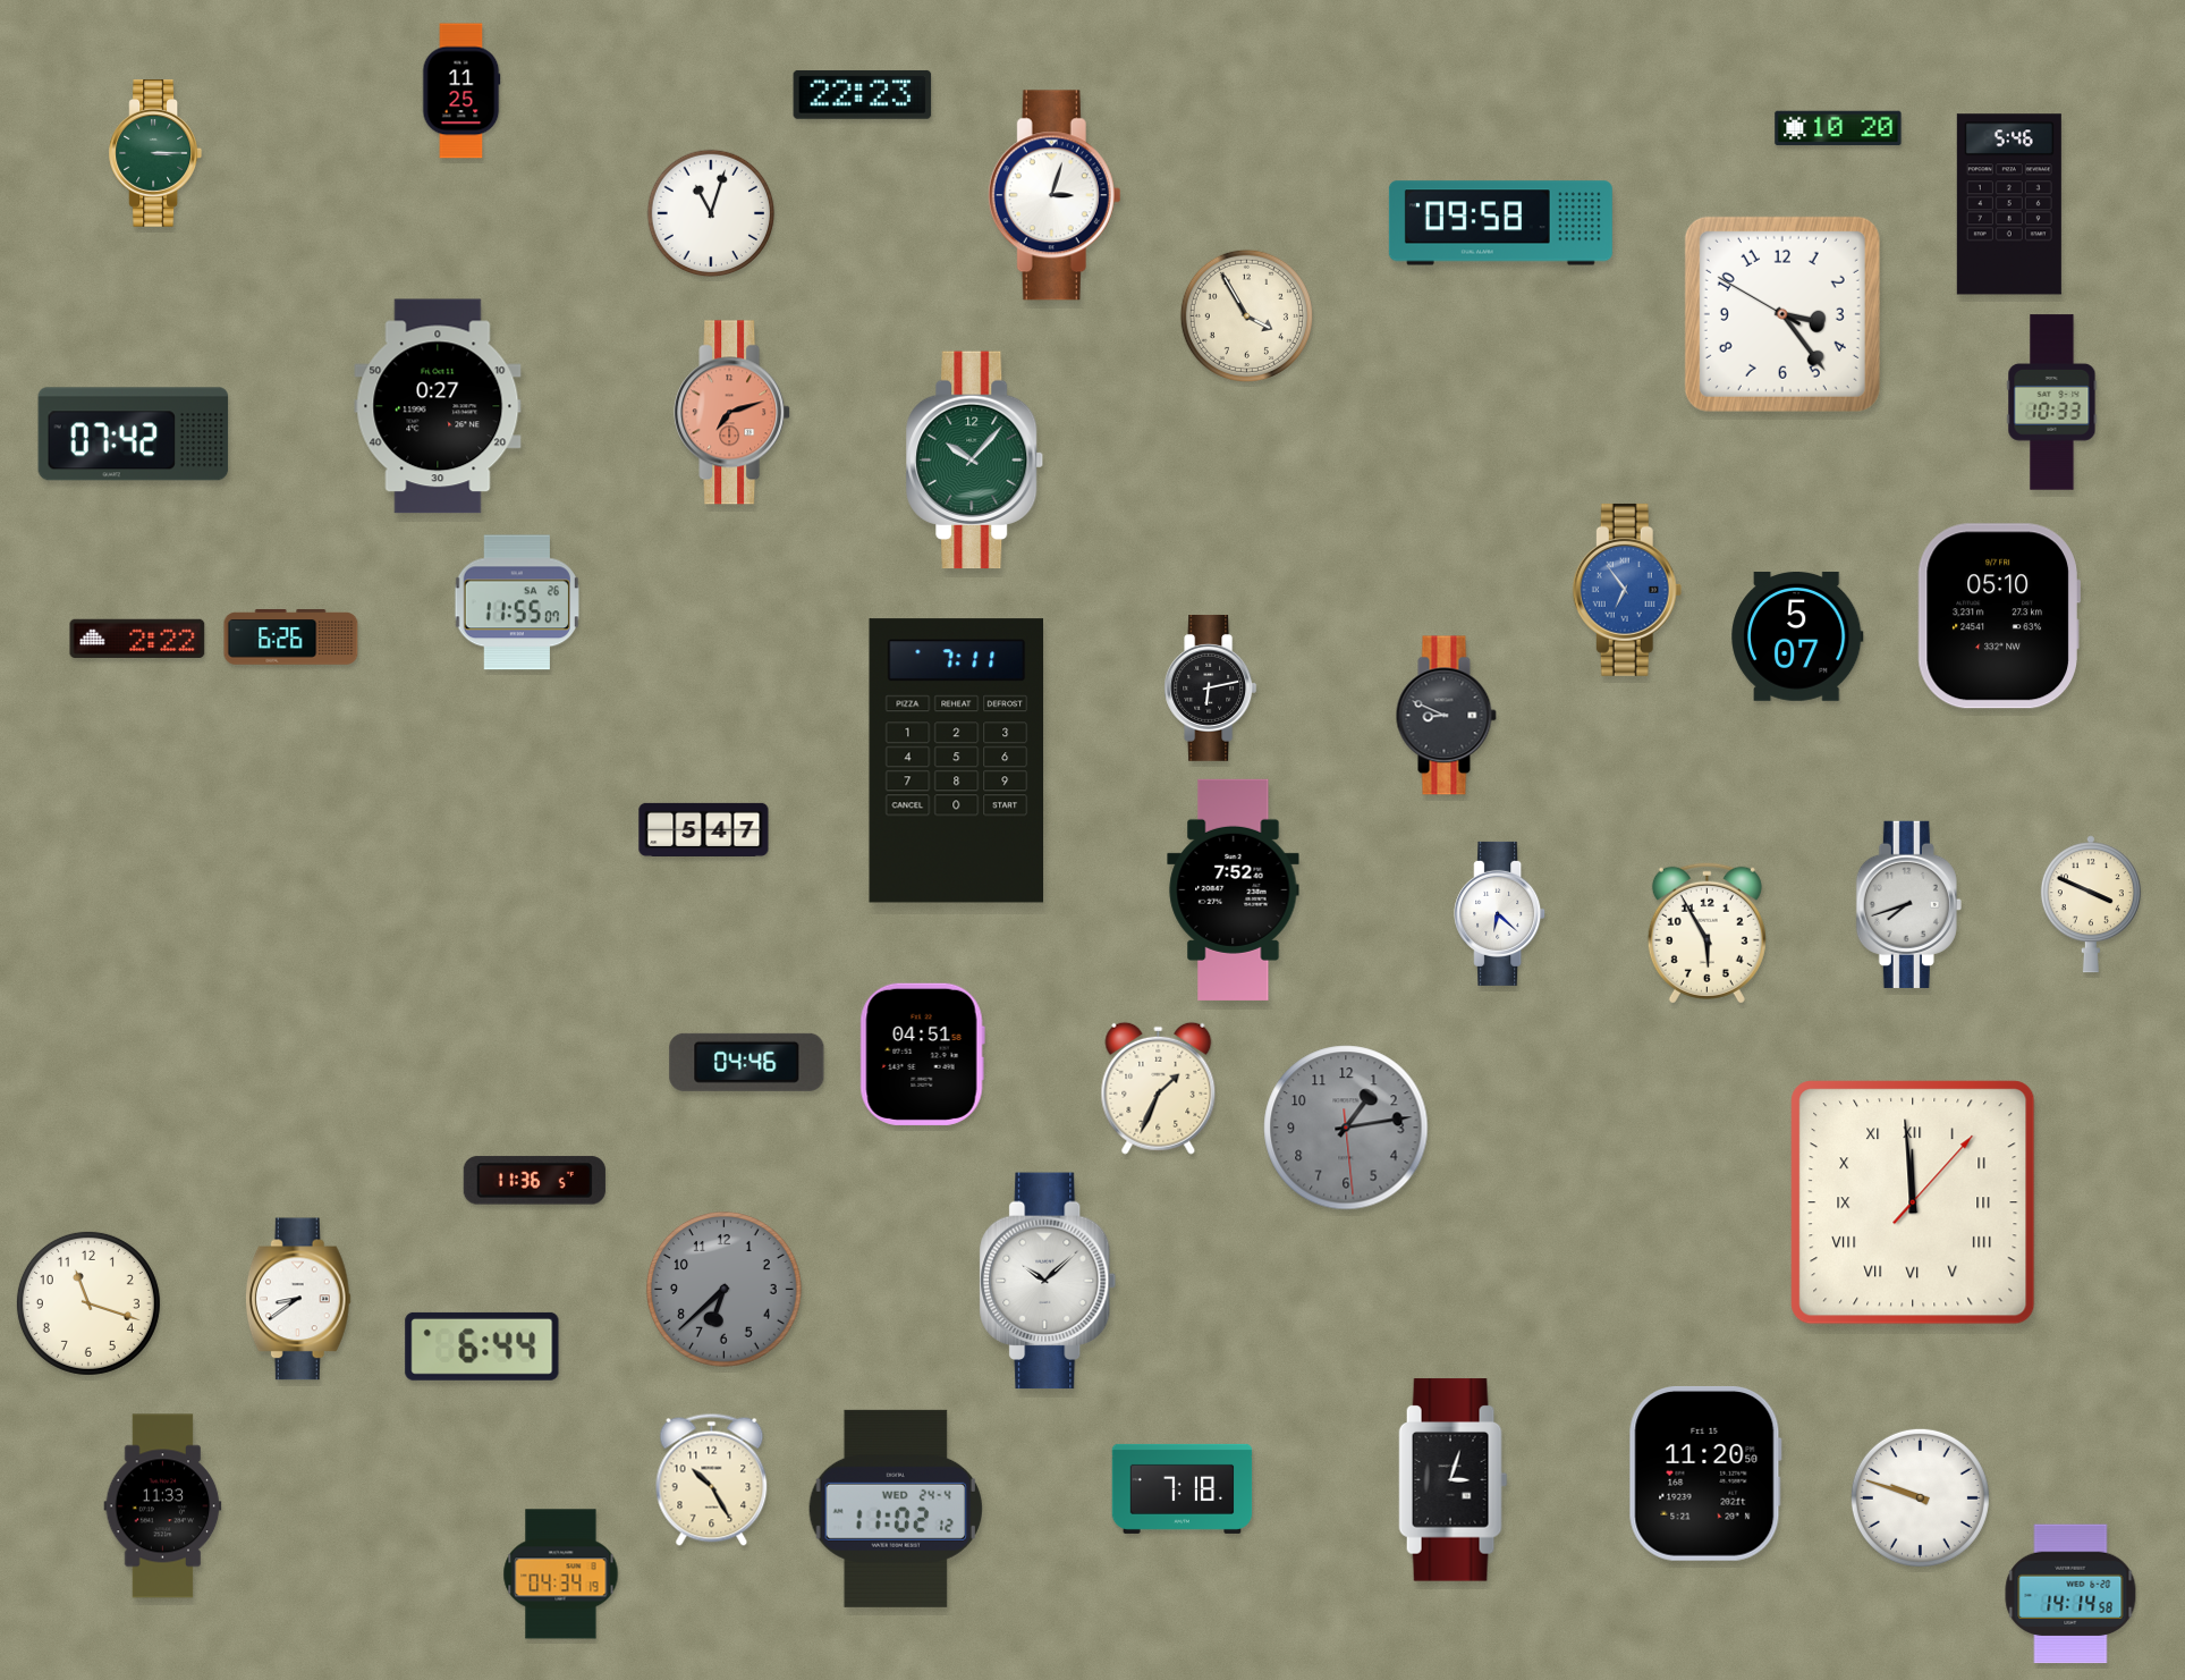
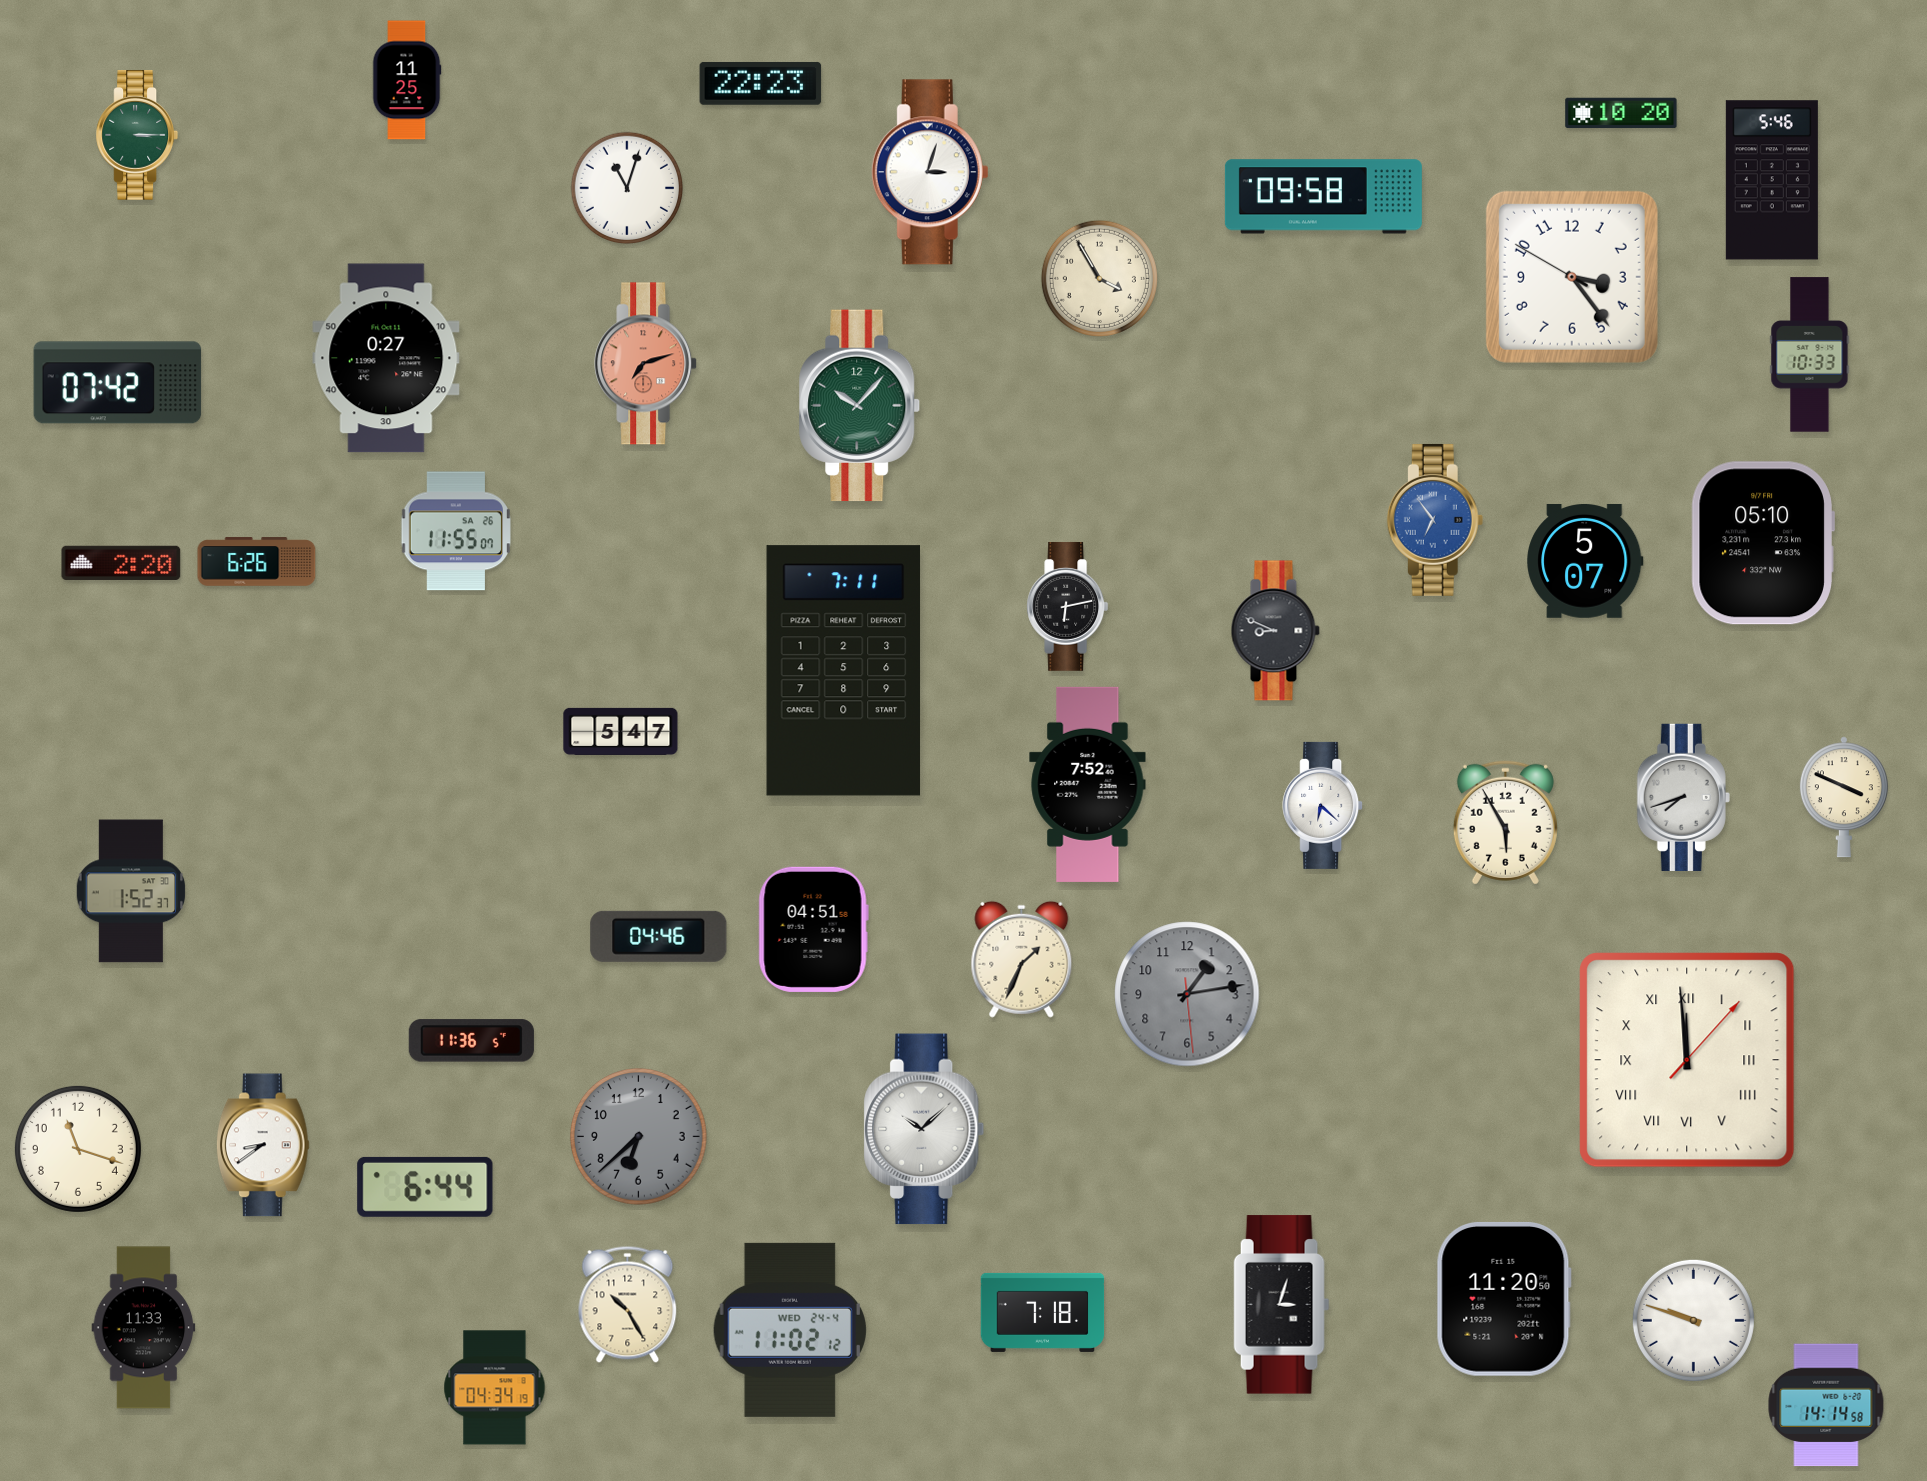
clock at (137, 639): 2:22 -> 2:20
clock at (131, 891): none -> 1:52
